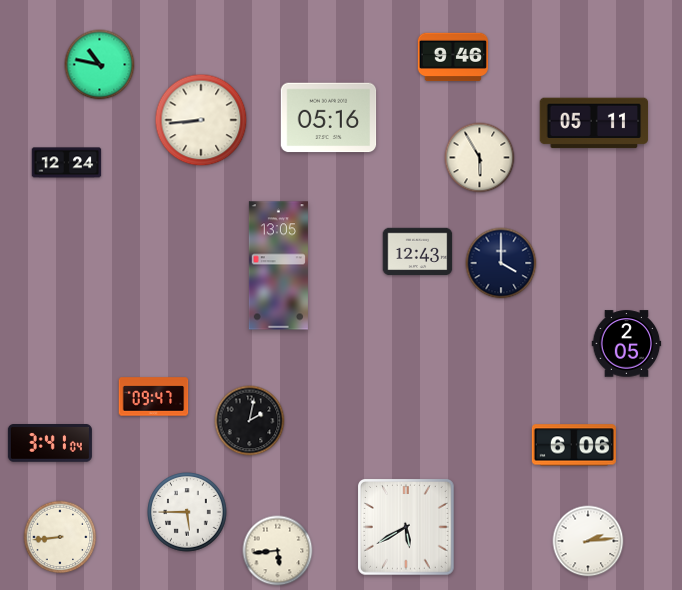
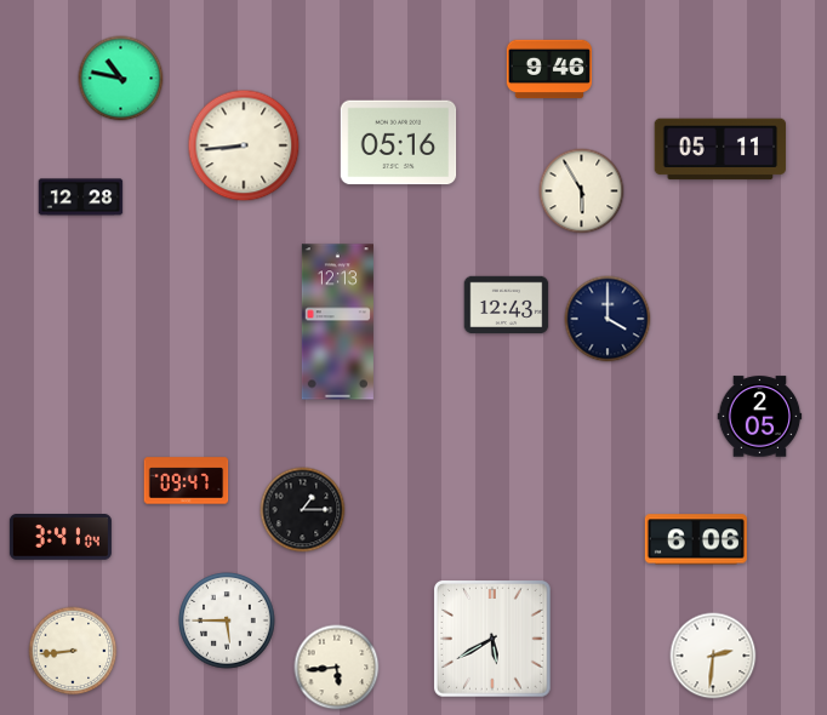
clock at (67, 163): 12:24 -> 12:28
clock at (278, 266): 13:05 -> 12:13
clock at (250, 421): 2:02 -> 1:15
clock at (588, 541): 2:14 -> 2:31
